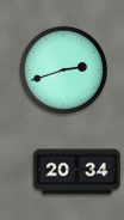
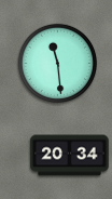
clock at (64, 71): 2:42 -> 11:29
